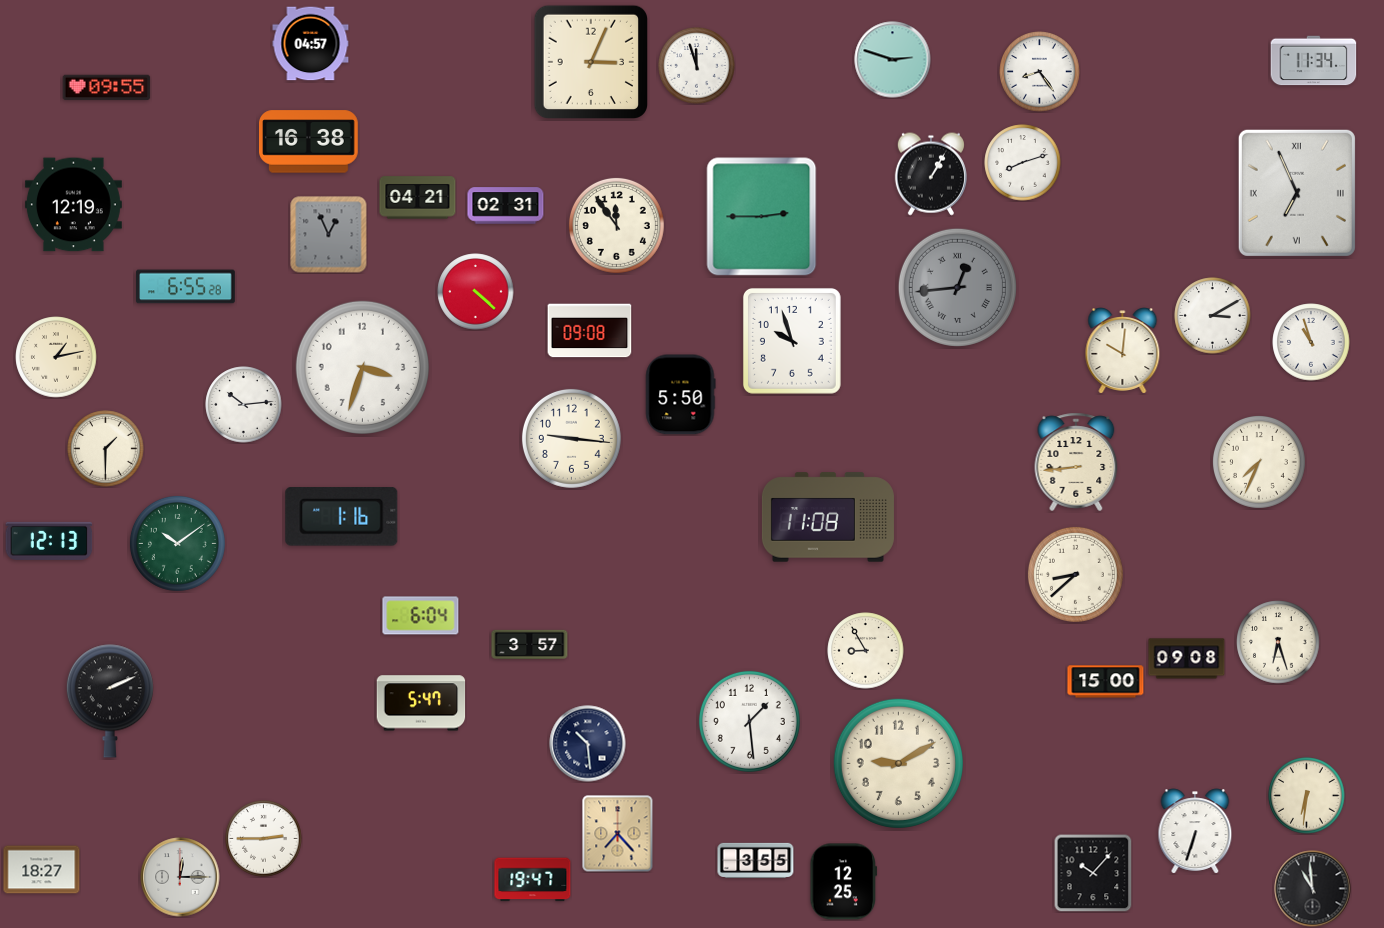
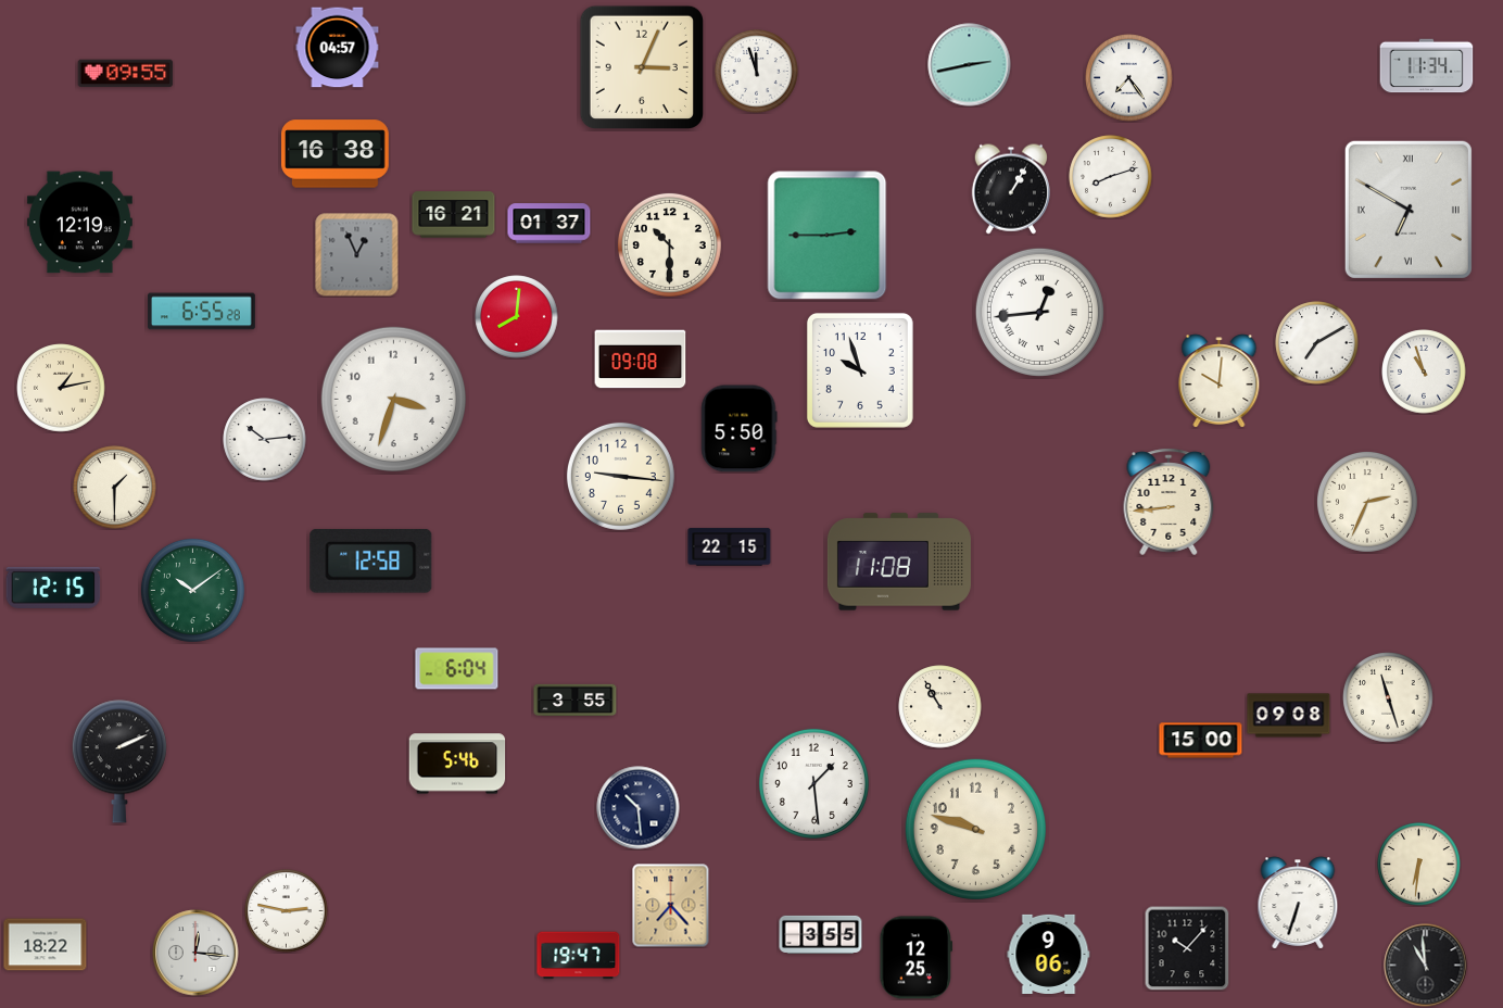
clock at (893, 60): 2:48 -> 2:43
clock at (1040, 72): 8:24 -> 7:24
clock at (107, 88) position: (107, 88) -> (126, 74)
clock at (1297, 193): 6:56 -> 6:50
clock at (418, 198): 04:21 -> 16:21
clock at (506, 206): 02:31 -> 01:37
clock at (616, 225): 11:54 -> 10:30
clock at (957, 287) dial: grey -> white
clock at (476, 292): 4:22 -> 8:01
clock at (1213, 316): 3:10 -> 7:10
clock at (1259, 462): 7:34 -> 2:34
clock at (730, 547): none -> 22:15
clock at (342, 517): 1:16 -> 12:58
clock at (49, 541): 12:13 -> 12:15
clock at (1075, 574): 8:38 -> none
clock at (1278, 642): 6:27 -> 11:27
clock at (530, 644): 3:57 -> 3:55
clock at (866, 651): 8:55 -> 10:55
clock at (421, 703): 5:47 -> 5:46
clock at (898, 763): 9:10 -> 9:48
clock at (264, 839): 2:45 -> 2:47
clock at (42, 870): 18:27 -> 18:22
clock at (180, 877): 12:15 -> 12:16
clock at (1049, 954): none -> 9:06
